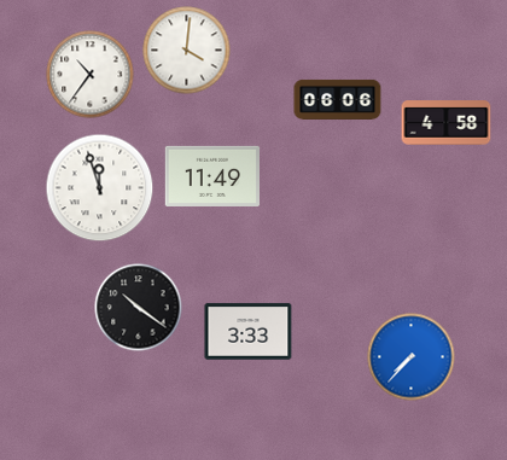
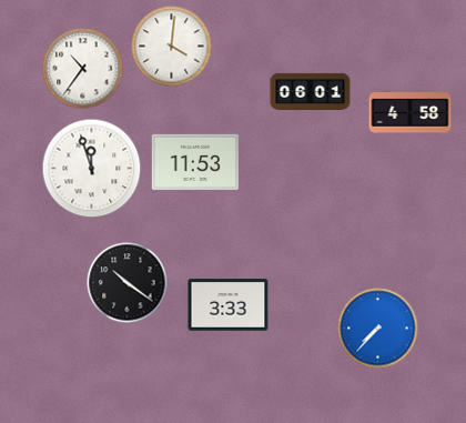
clock at (338, 99): 06:06 -> 06:01
clock at (211, 176): 11:49 -> 11:53
clock at (100, 188) position: (100, 188) -> (92, 169)
